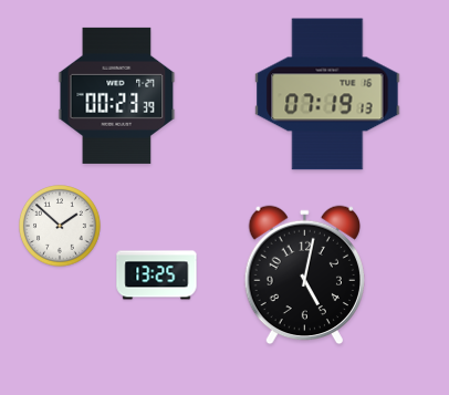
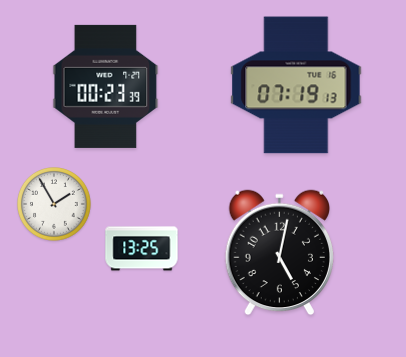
clock at (61, 227): 1:52 -> 1:55
clock at (304, 276) position: (304, 276) -> (279, 253)
